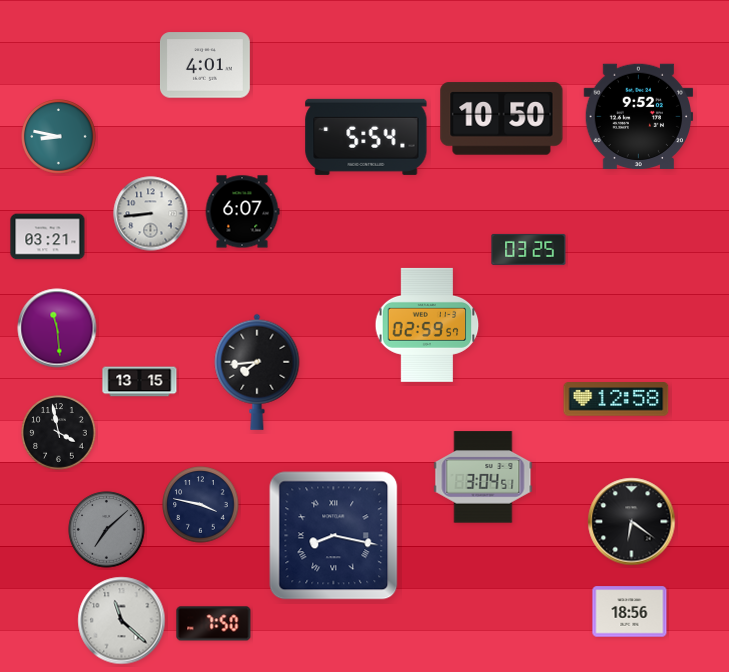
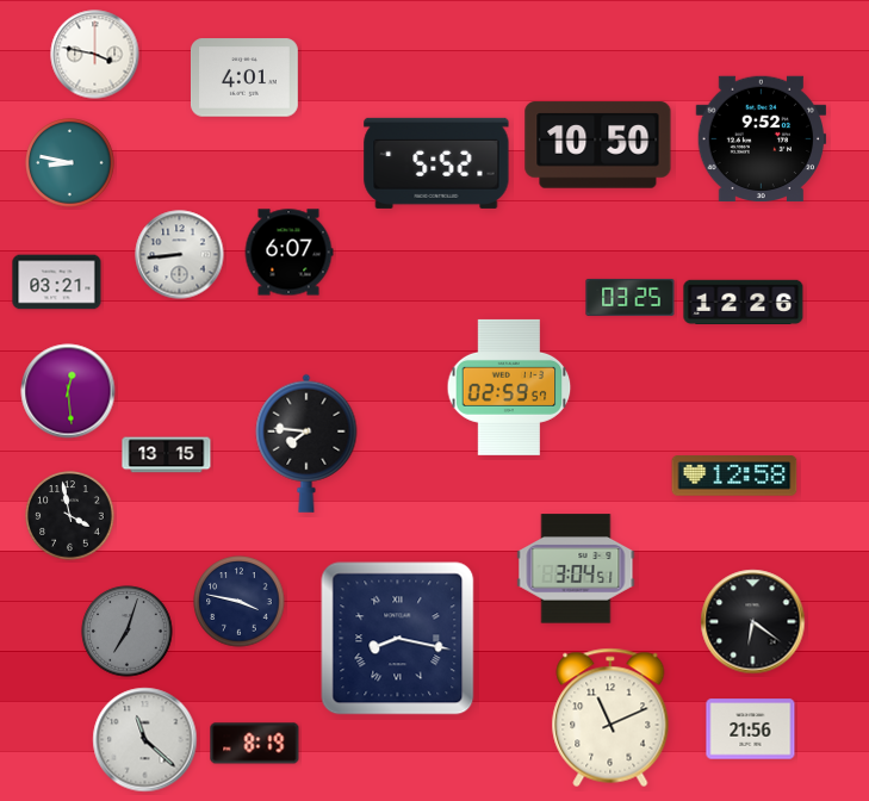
clock at (95, 55): none -> 3:47
clock at (502, 119) position: (502, 119) -> (598, 145)
clock at (366, 137): 5:54 -> 5:52
clock at (744, 302): none -> 12:26
clock at (57, 328): 11:29 -> 12:29
clock at (257, 372): 7:44 -> 7:46
clock at (107, 530): 7:08 -> 7:03
clock at (610, 718): none -> 11:11
clock at (630, 612): 18:56 -> 21:56
clock at (214, 624): 7:50 -> 8:19
